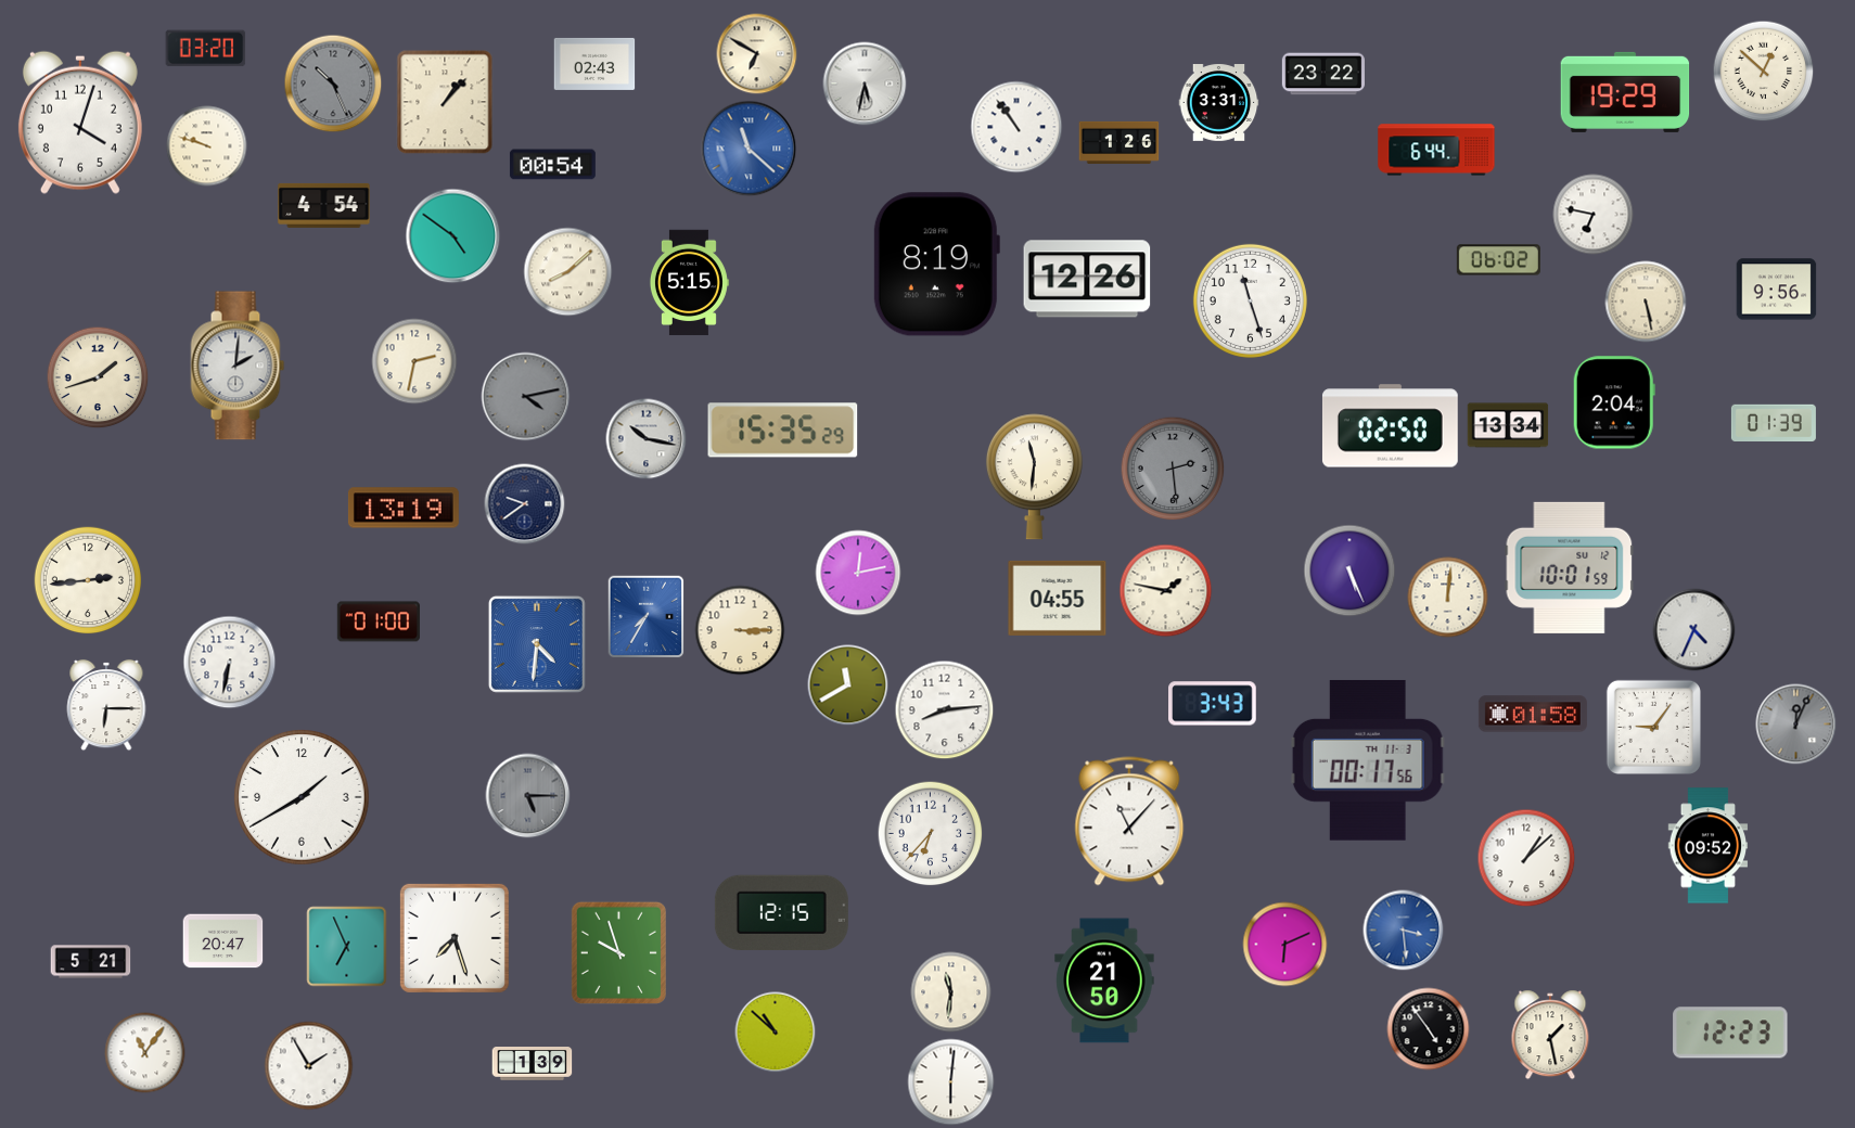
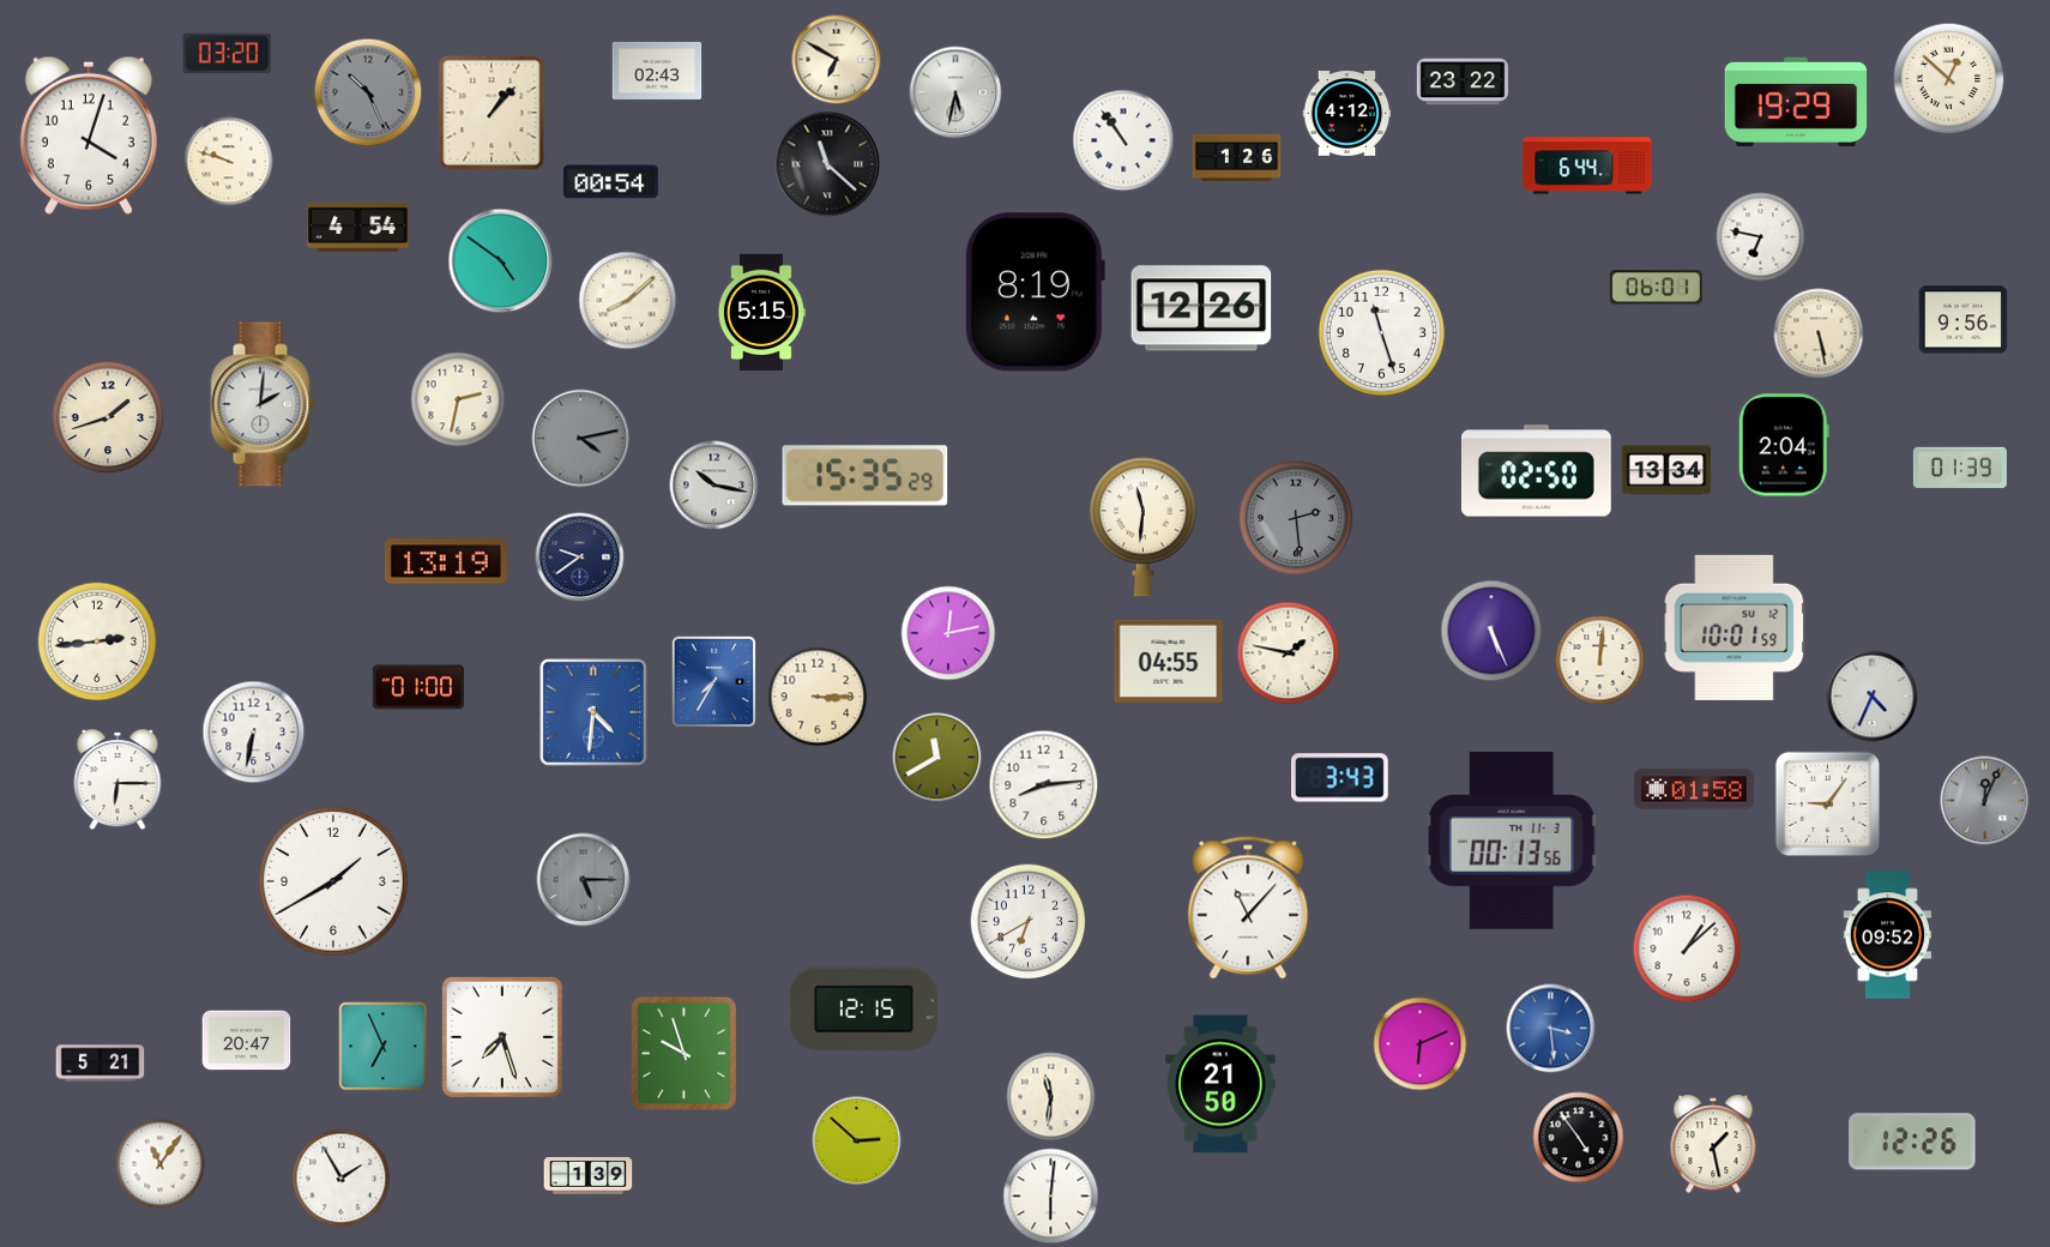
clock at (1219, 103): 3:31 -> 4:12
clock at (749, 149) dial: blue -> black
clock at (1498, 260): 06:02 -> 06:01
clock at (1368, 760): 00:17 -> 00:13
clock at (931, 834): 6:37 -> 6:40
clock at (776, 1033): 10:52 -> 2:52
clock at (1730, 1033): 12:23 -> 12:26
